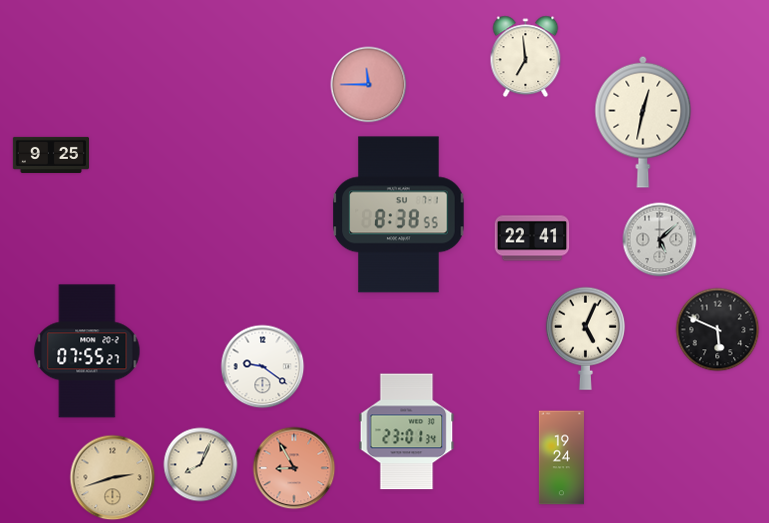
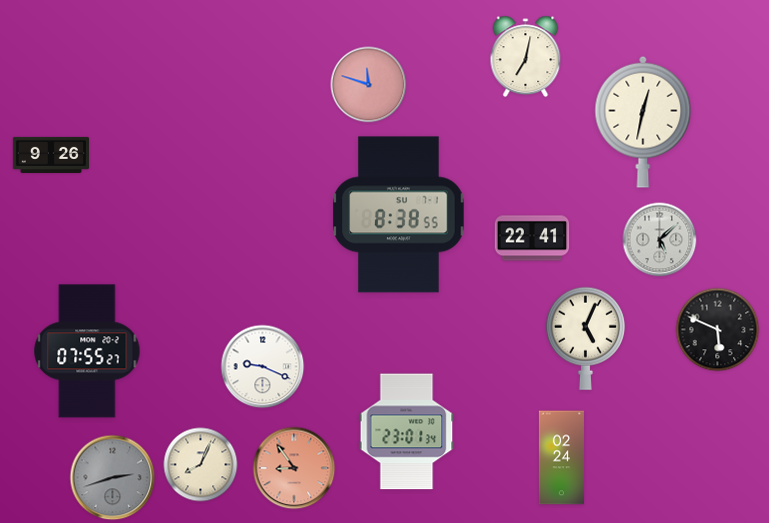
clock at (526, 57): 6:59 -> 7:02
clock at (369, 85): 11:45 -> 11:48
clock at (50, 155): 9:25 -> 9:26
clock at (263, 367): 9:21 -> 9:19
clock at (561, 458): 19:24 -> 02:24
clock at (294, 468): 8:55 -> 8:54
clock at (113, 478) dial: champagne -> grey
